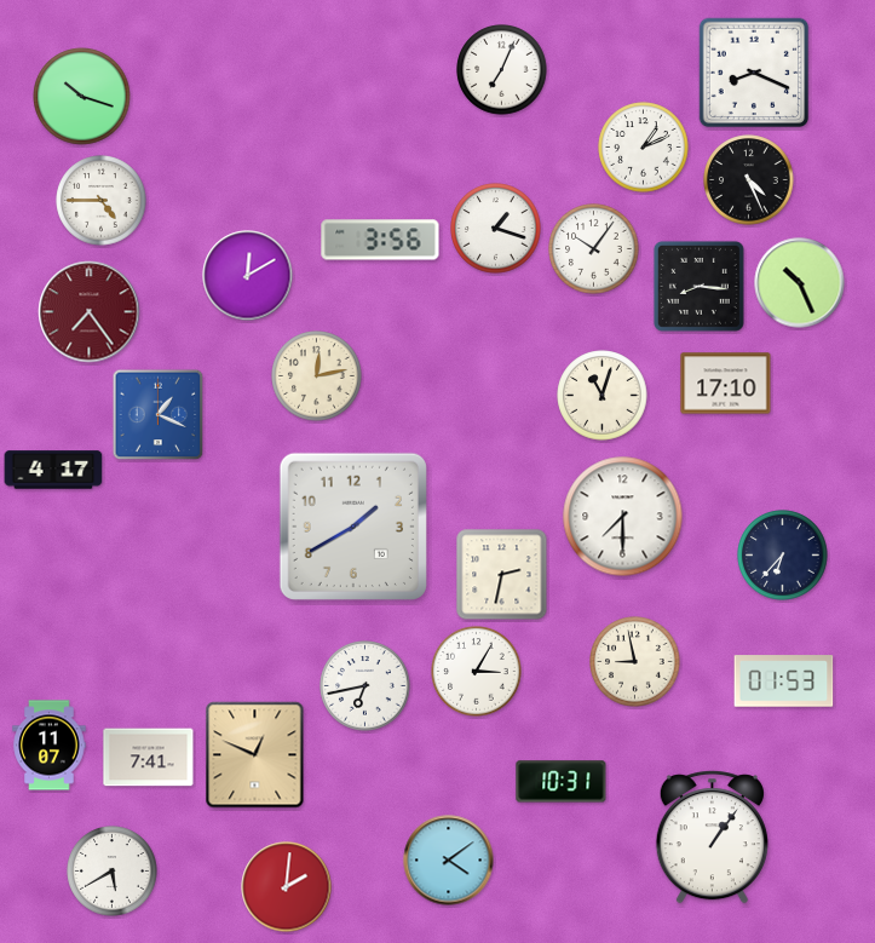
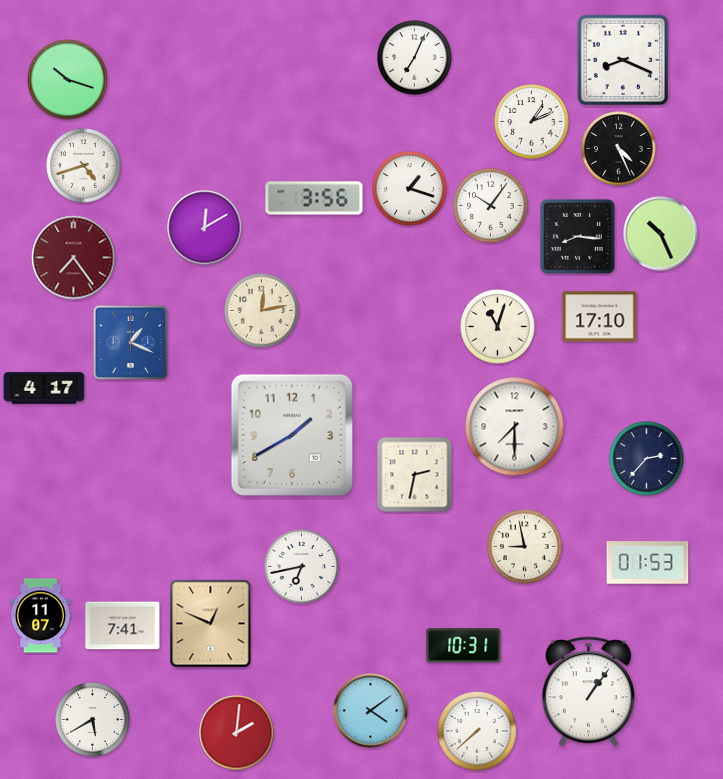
clock at (102, 201): 4:45 -> 4:42
clock at (783, 556): 6:37 -> 2:37
clock at (477, 672): 3:05 -> none
clock at (477, 731): none -> 7:38
